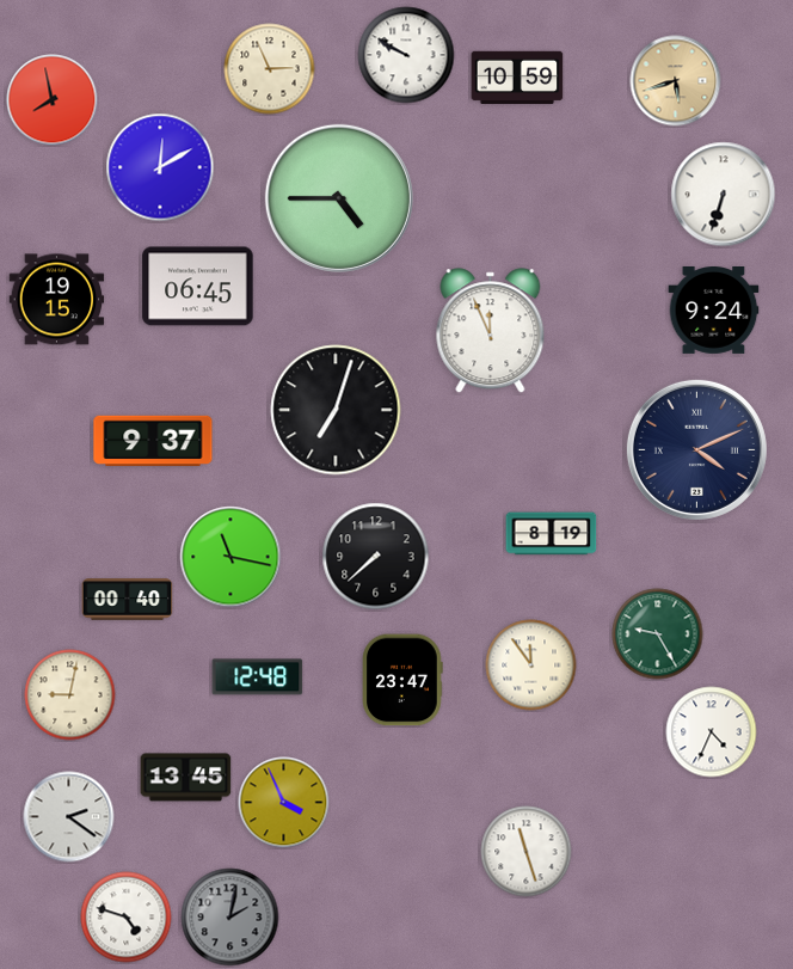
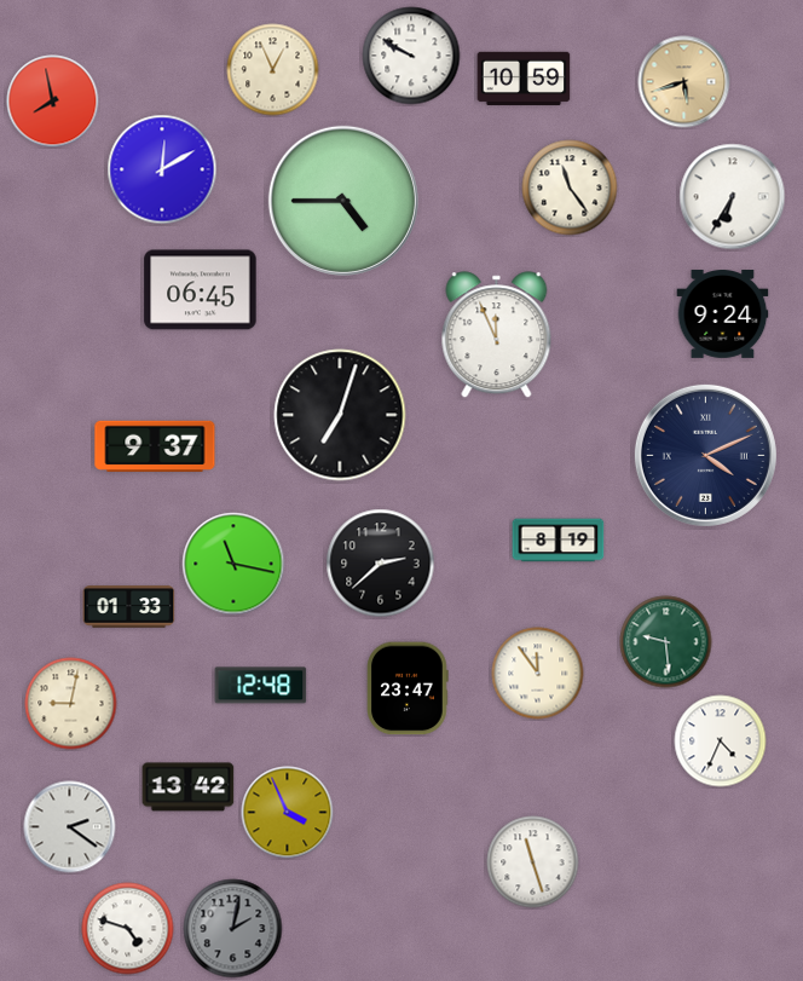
clock at (270, 69): 2:56 -> 12:56
clock at (570, 187): none -> 11:24
clock at (724, 195): 6:33 -> 6:35
clock at (57, 300): 19:15 -> none
clock at (376, 557): 7:38 -> 2:38
clock at (128, 600): 00:40 -> 01:33
clock at (658, 634): 9:25 -> 9:29
clock at (186, 778): 13:45 -> 13:42
